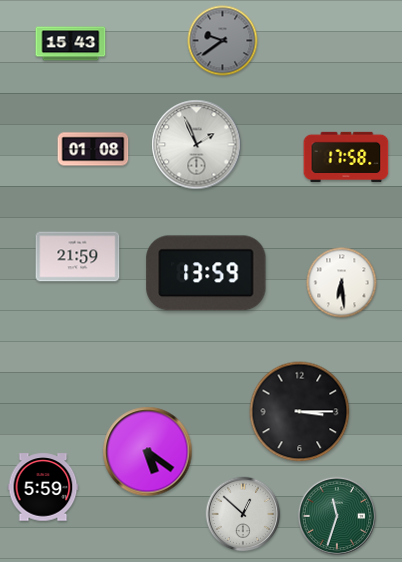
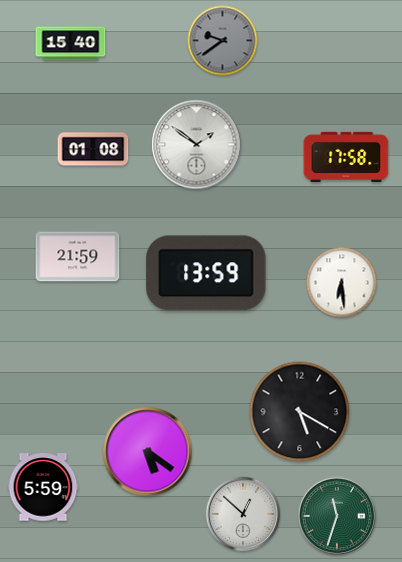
clock at (71, 44): 15:43 -> 15:40
clock at (197, 145): 1:56 -> 1:51
clock at (300, 412): 3:15 -> 5:20
